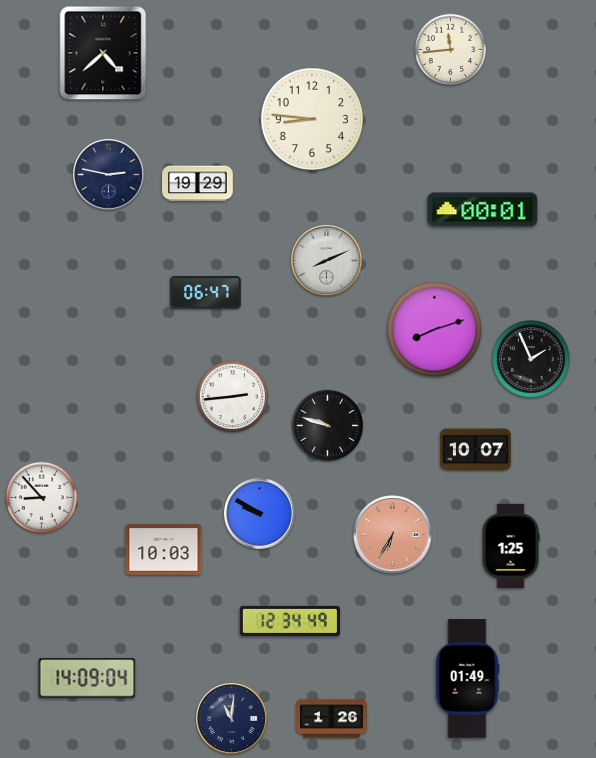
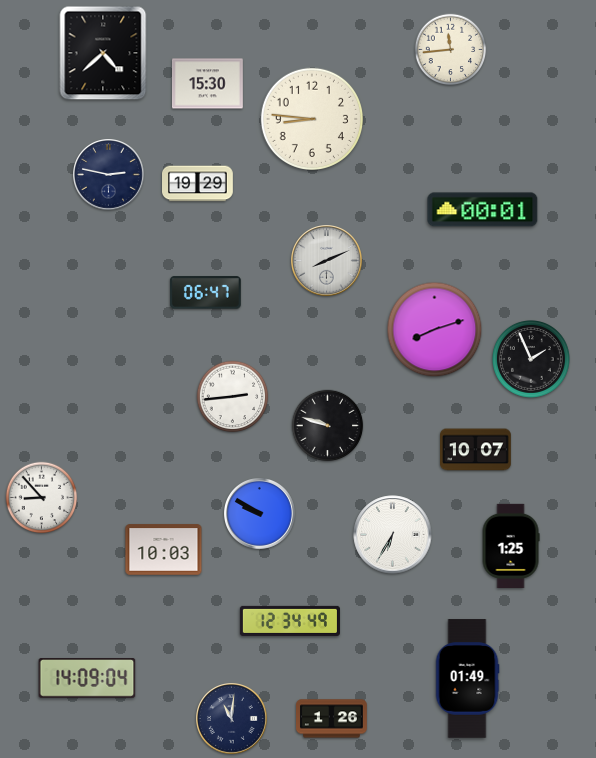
clock at (208, 84): none -> 15:30
clock at (393, 535) dial: salmon -> white
